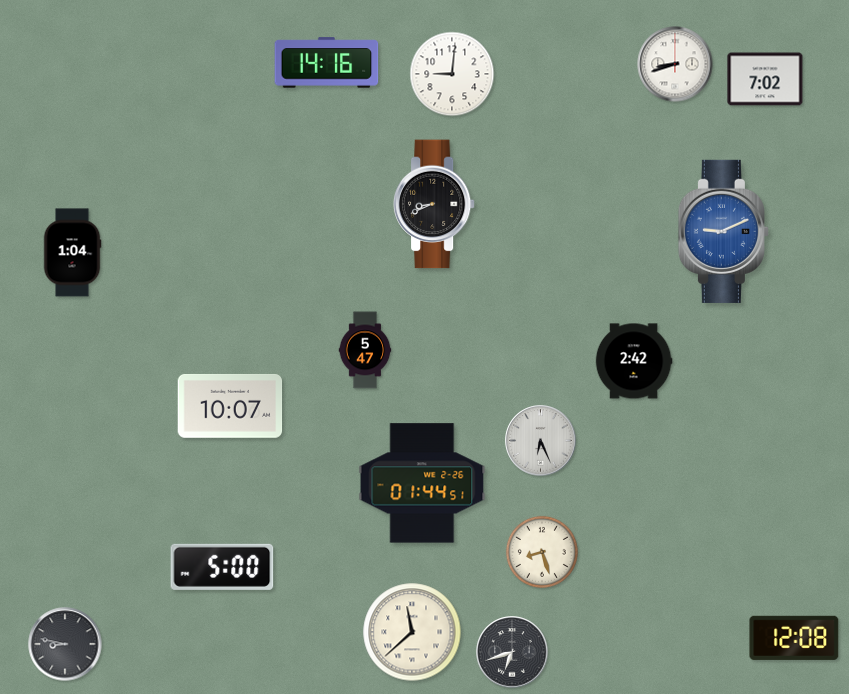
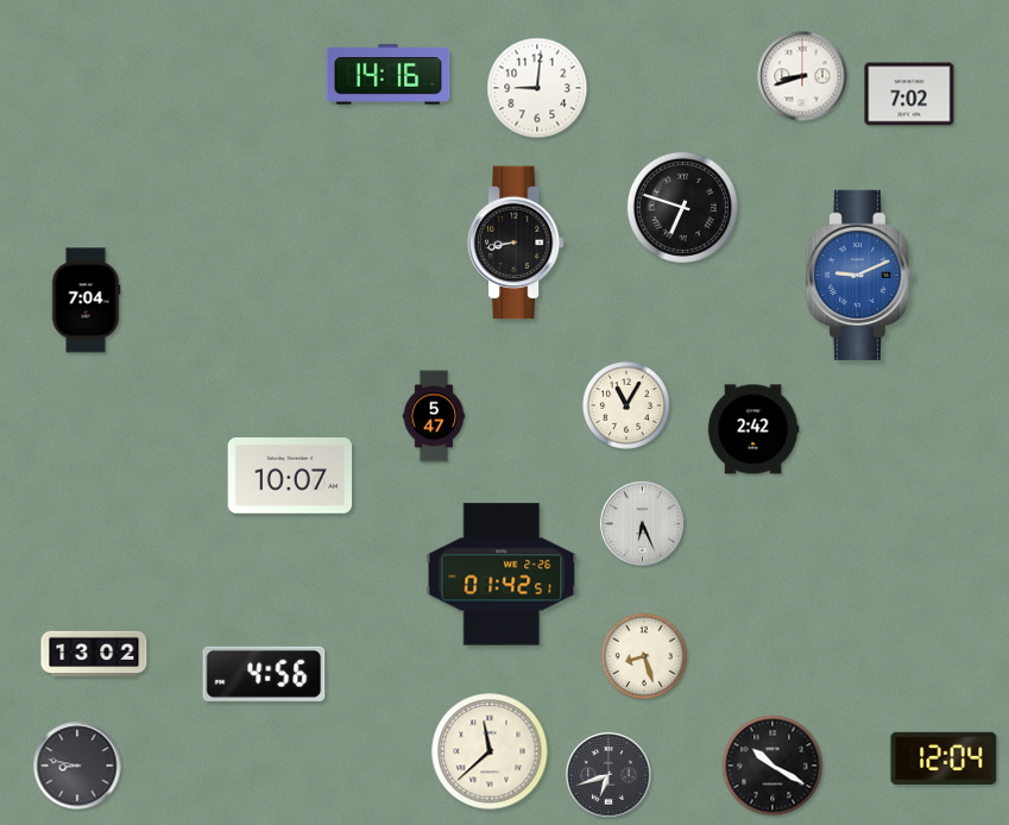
clock at (682, 207): none -> 6:48
clock at (434, 204): 8:41 -> 8:43
clock at (72, 253): 1:04 -> 7:04
clock at (628, 407): none -> 11:05
clock at (230, 406) position: (230, 406) -> (290, 476)
clock at (422, 483): 01:44 -> 01:42
clock at (94, 653): none -> 13:02
clock at (222, 567): 5:00 -> 4:56
clock at (794, 638): 12:08 -> 12:04
clock at (772, 766): none -> 10:20
